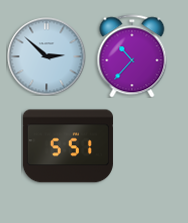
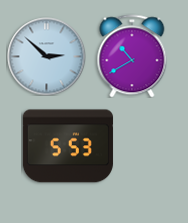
clock at (132, 56): 10:37 -> 10:40
clock at (68, 146): 5:51 -> 5:53
